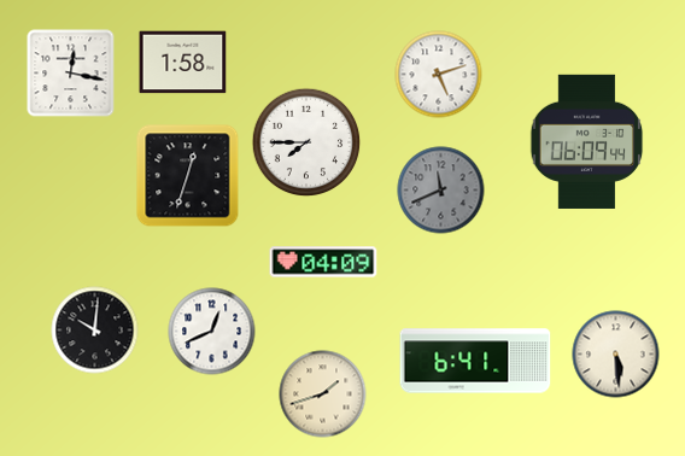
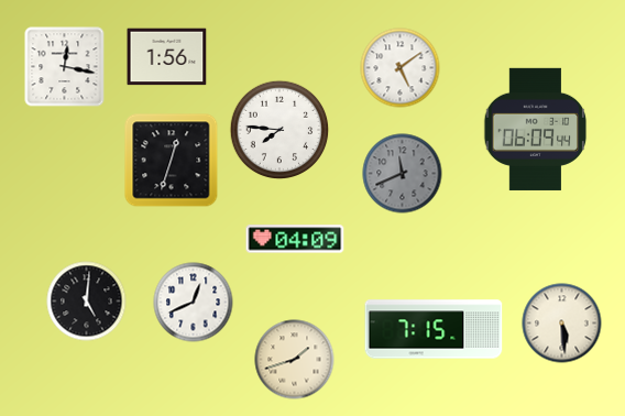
clock at (183, 63): 1:58 -> 1:56
clock at (439, 75): 5:12 -> 5:09
clock at (306, 142): 7:45 -> 7:46
clock at (95, 331): 10:01 -> 5:01
clock at (475, 361): 6:41 -> 7:15
